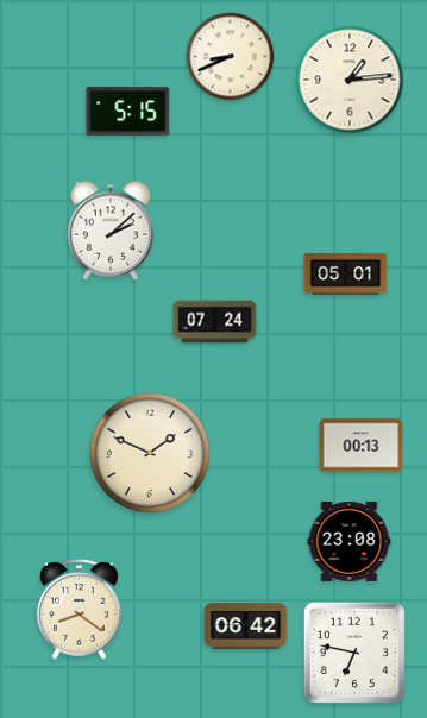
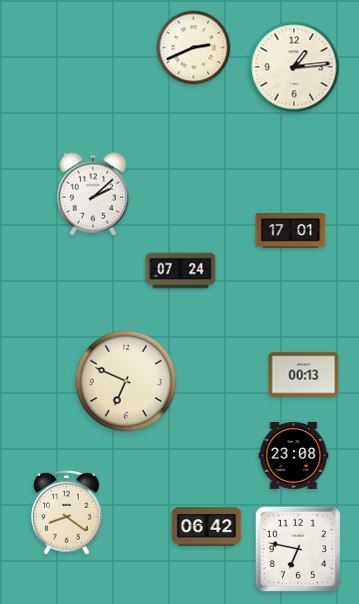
clock at (231, 57): 8:41 -> 2:41
clock at (128, 112): 5:15 -> none
clock at (346, 275): 05:01 -> 17:01
clock at (150, 453): 1:49 -> 6:49
